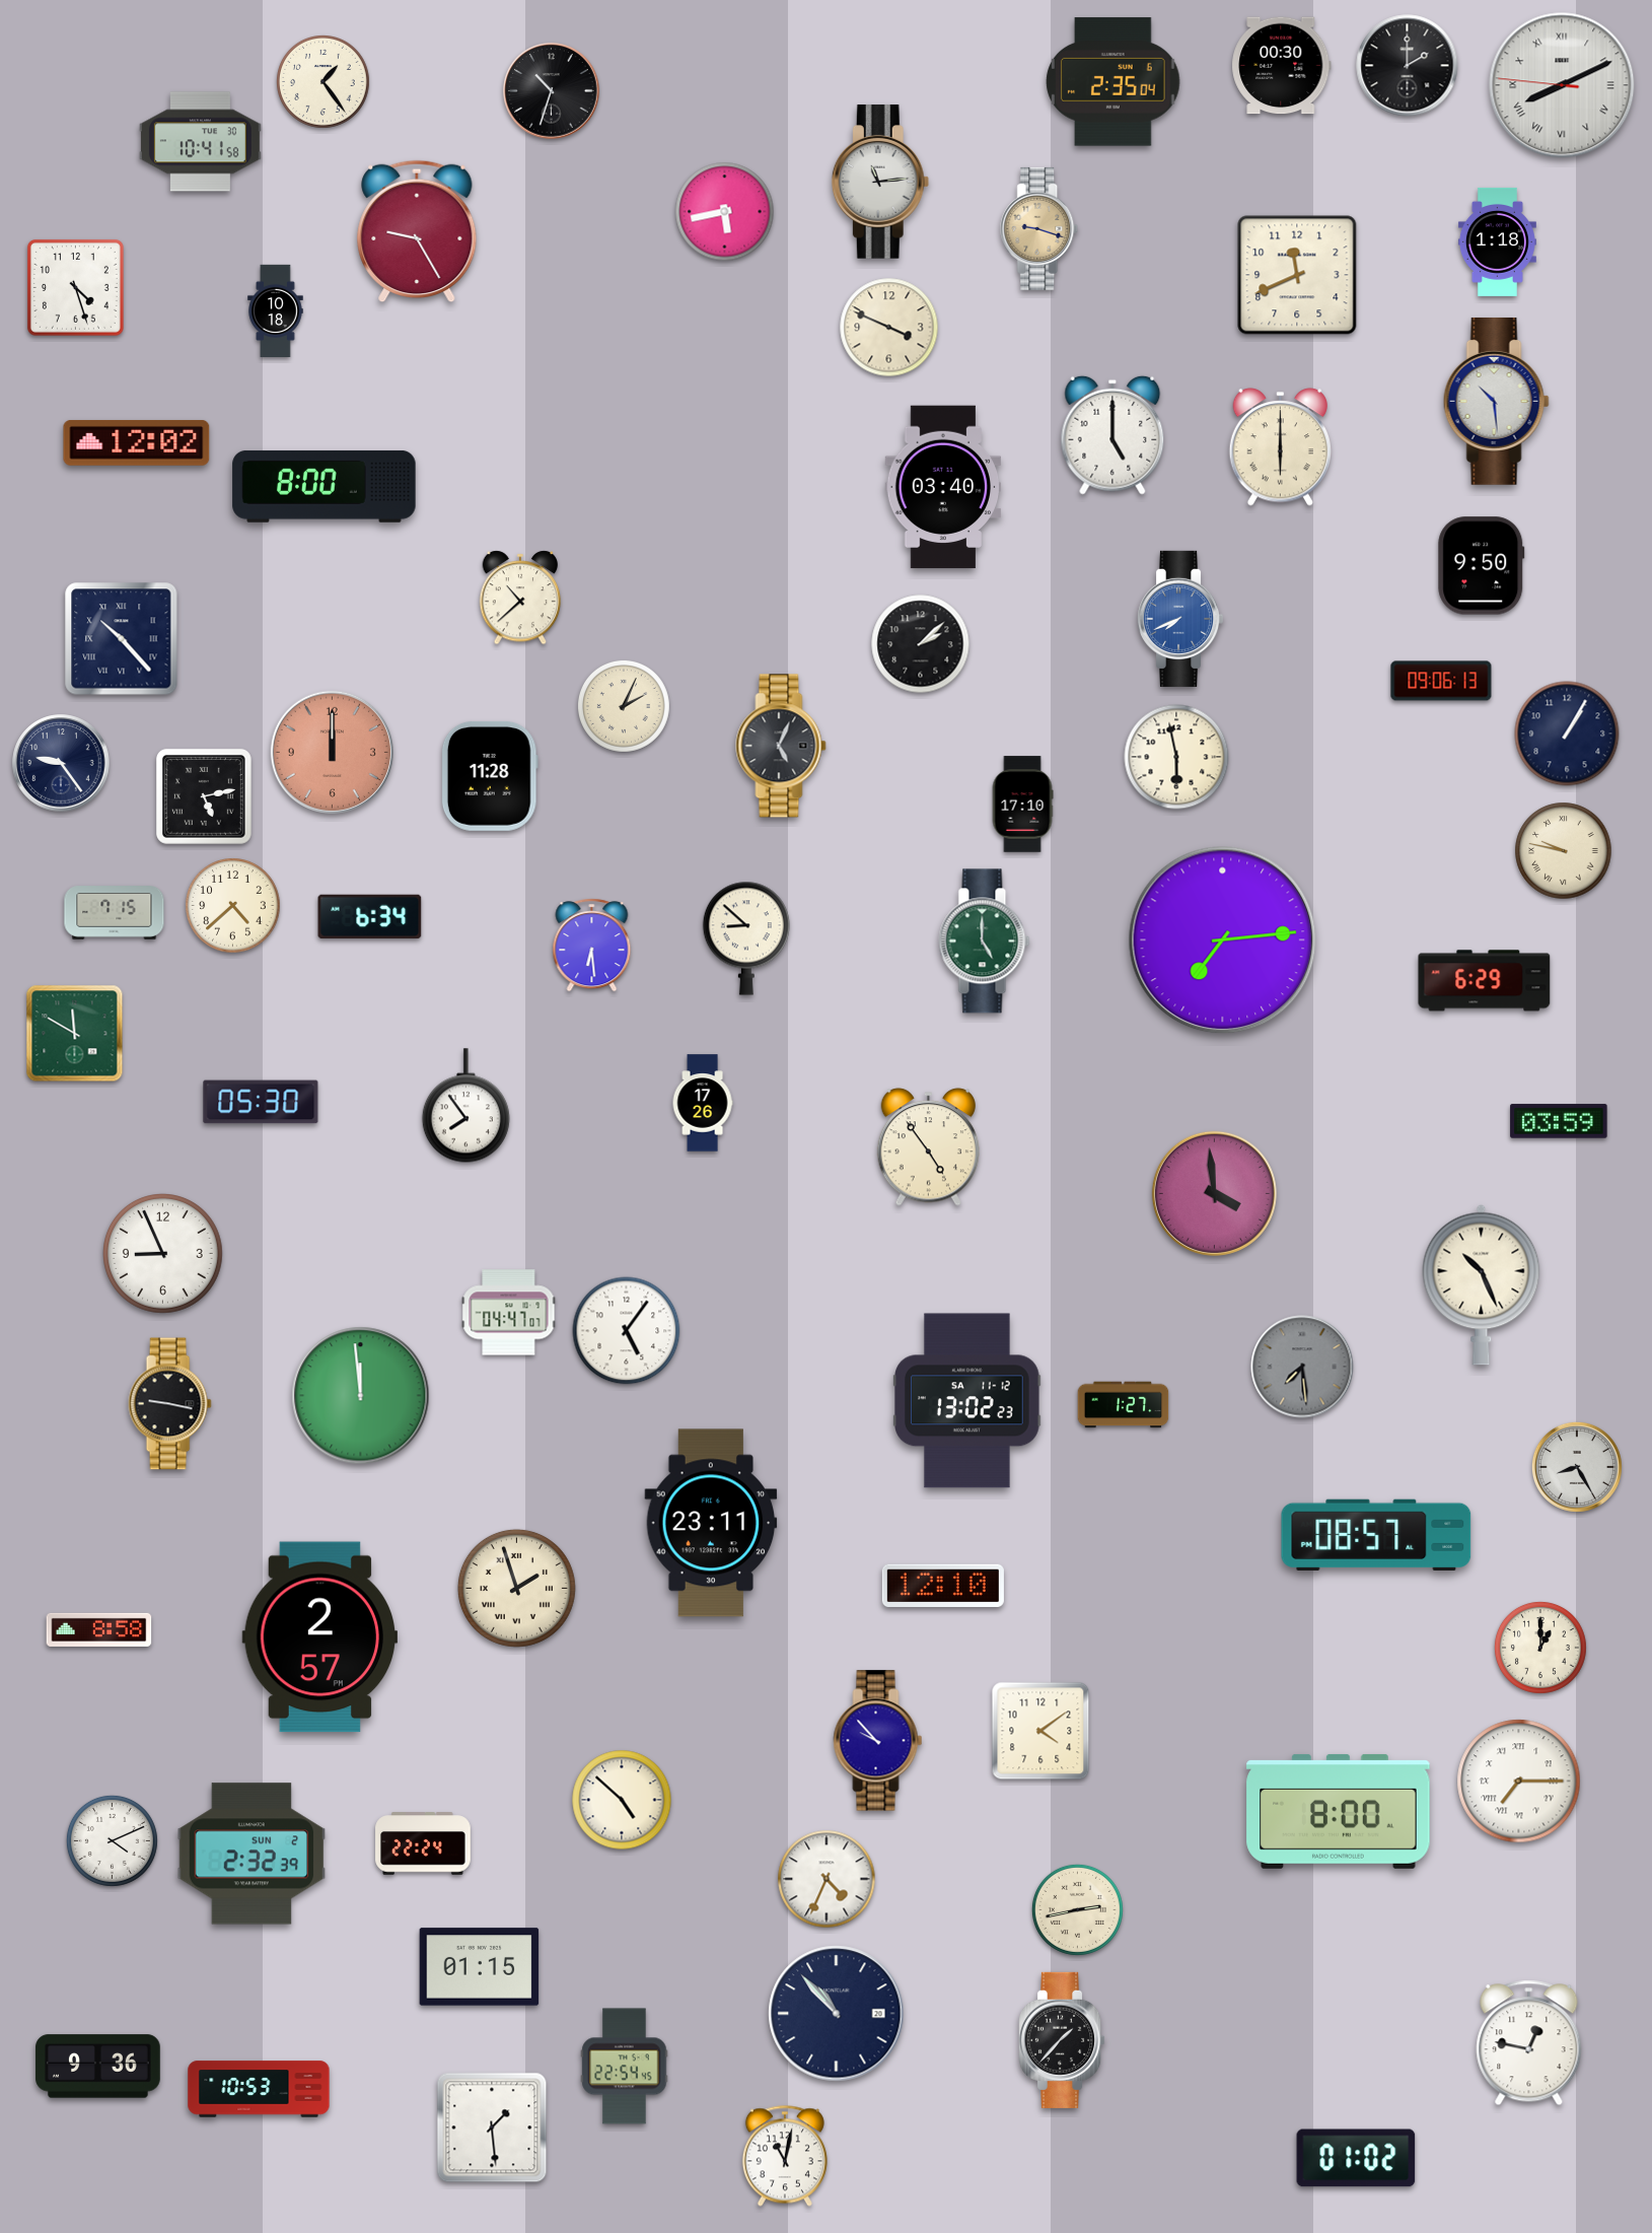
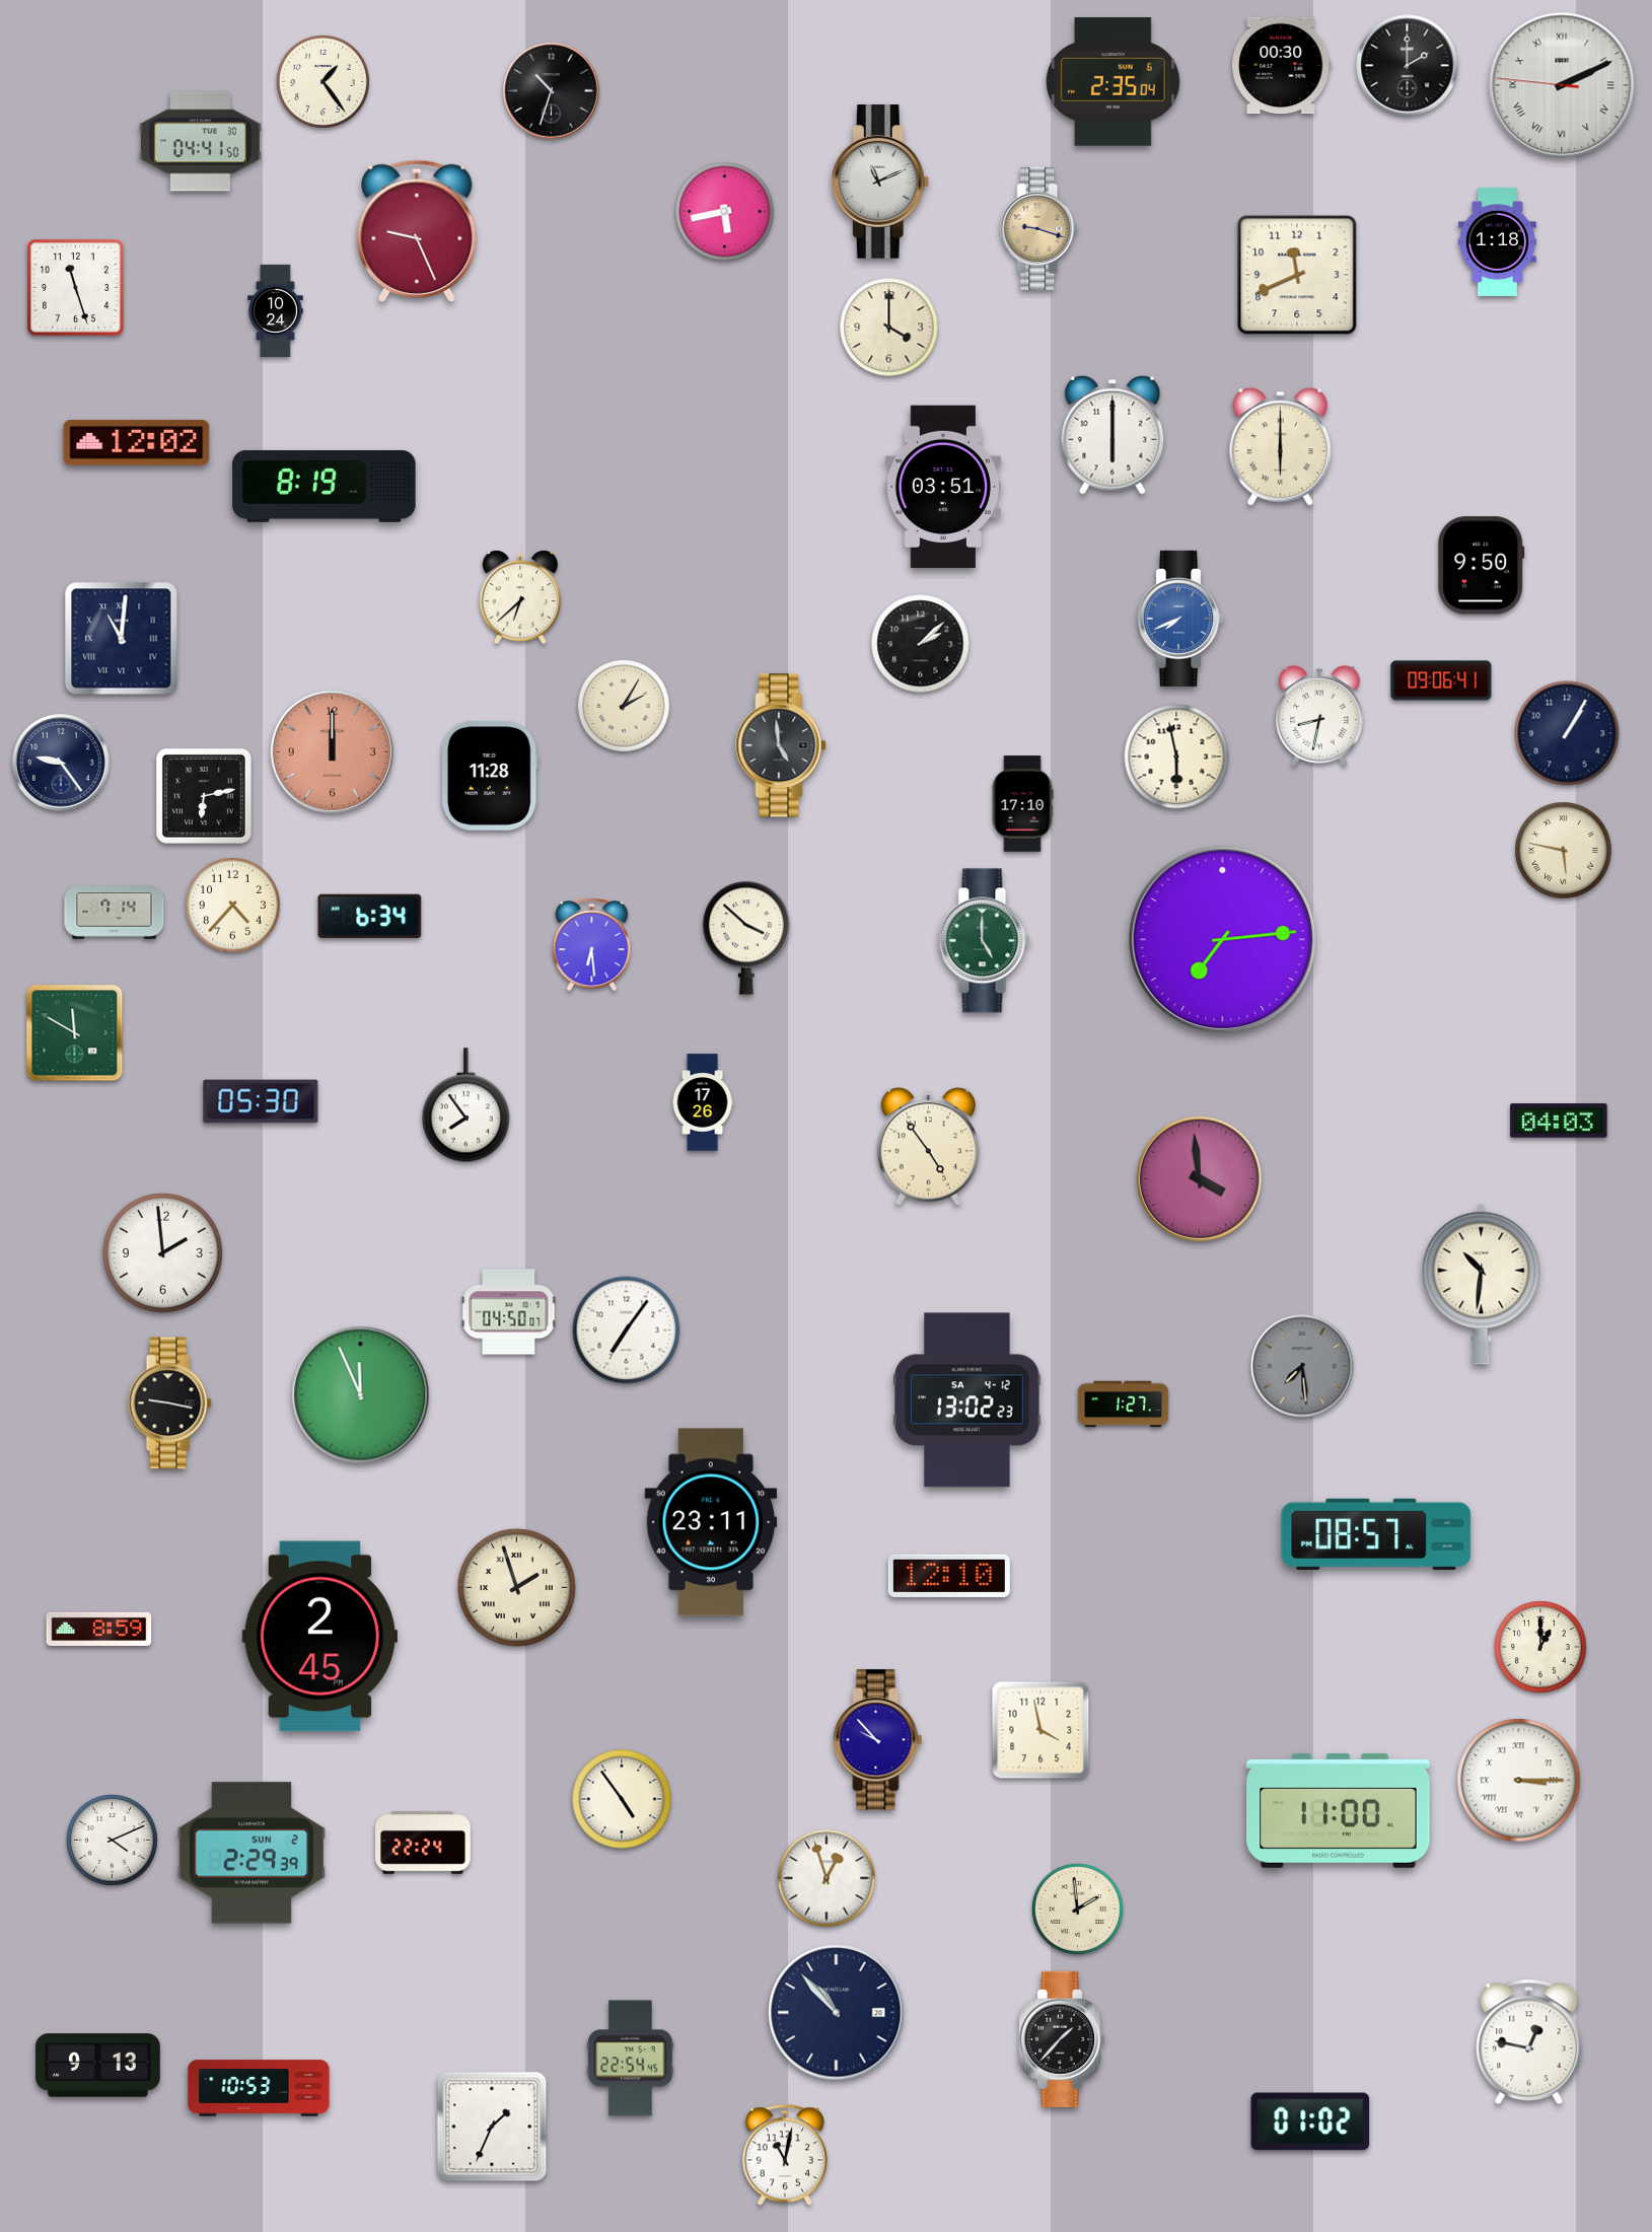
clock at (1562, 85): 8:10 -> 2:10
clock at (200, 142): 10:41 -> 04:41
clock at (880, 182): 11:14 -> 11:11
clock at (417, 231): 9:25 -> 9:26
clock at (75, 287): 4:27 -> 11:27
clock at (276, 310): 10:18 -> 10:24
clock at (889, 328): 3:49 -> 4:00
clock at (1496, 401): 10:29 -> none
clock at (1112, 435): 5:00 -> 6:00
clock at (325, 486): 8:00 -> 8:19
clock at (943, 487): 03:40 -> 03:51
clock at (520, 598): 10:38 -> 6:38
clock at (122, 639): 10:23 -> 11:01
clock at (1441, 681): 09:06:13 -> 09:06:41
clock at (624, 706): 2:04 -> 2:05
clock at (1319, 716): none -> 8:32
clock at (781, 746): 5:04 -> 4:59
clock at (204, 796): 5:13 -> 6:13
clock at (1564, 851): 9:47 -> 5:47
clock at (233, 906): 4:38 -> 4:37
clock at (115, 913): 7:15 -> 7:14
clock at (746, 938): 8:52 -> 3:52
clock at (1485, 981): 6:29 -> none
clock at (1559, 1121): 03:59 -> 04:03
clock at (1214, 1193) position: (1214, 1193) -> (1199, 1178)
clock at (163, 1254): 8:56 -> 1:59
clock at (1482, 1284): 10:26 -> 10:31
clock at (509, 1313): 04:47 -> 04:50
clock at (627, 1331): 5:06 -> 7:06
clock at (361, 1396): 11:59 -> 11:56
clock at (967, 1401) date: SA 11-12 -> SA 4-12
clock at (1577, 1467): 8:25 -> none
clock at (943, 1586) position: (943, 1586) -> (949, 1576)
clock at (99, 1629): 8:58 -> 8:59
clock at (319, 1637): 2:57 -> 2:45
clock at (1040, 1731): 4:09 -> 3:58
clock at (1519, 1782): 7:15 -> 3:15
clock at (622, 1800): 4:52 -> 4:54
clock at (1339, 1811): 8:00 -> 11:00
clock at (252, 1854): 2:32 -> 2:29
clock at (827, 1879): 4:34 -> 12:57
clock at (1077, 1909): 2:43 -> 1:59
clock at (480, 1967): 01:15 -> none
clock at (98, 2067): 9:36 -> 9:13
clock at (625, 2067) position: (625, 2067) -> (631, 2059)
clock at (492, 2127): 1:29 -> 1:34
clock at (1356, 2158) position: (1356, 2158) -> (1310, 2121)
